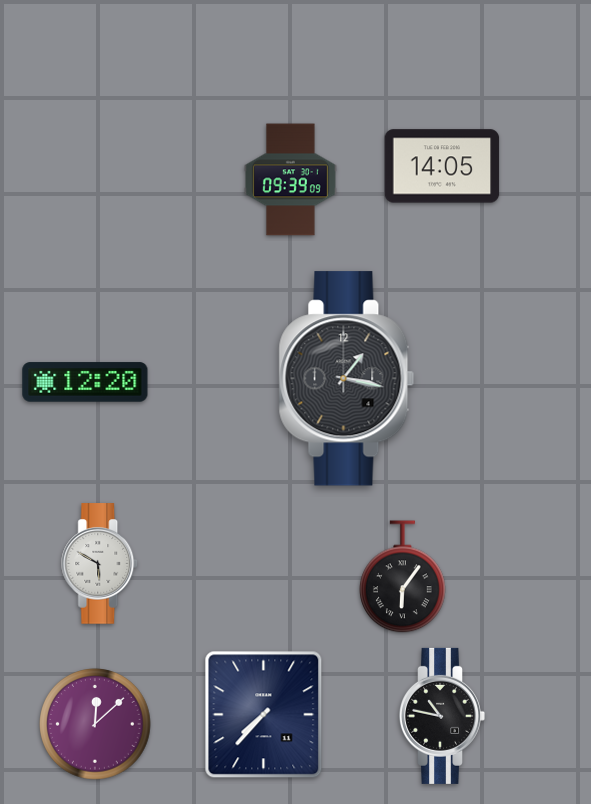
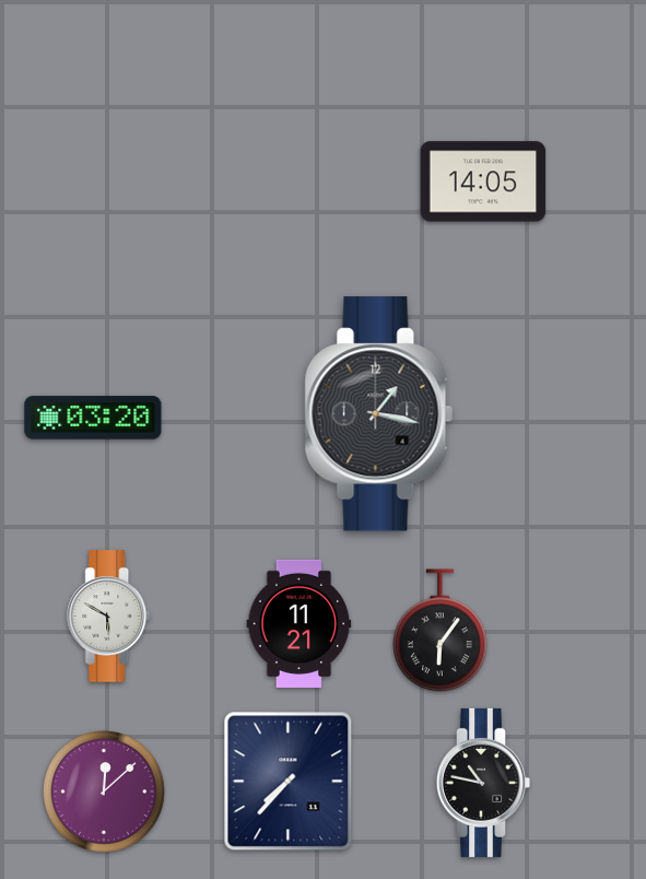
clock at (290, 180): 09:39 -> none
clock at (85, 382): 12:20 -> 03:20
clock at (299, 623): none -> 11:21
